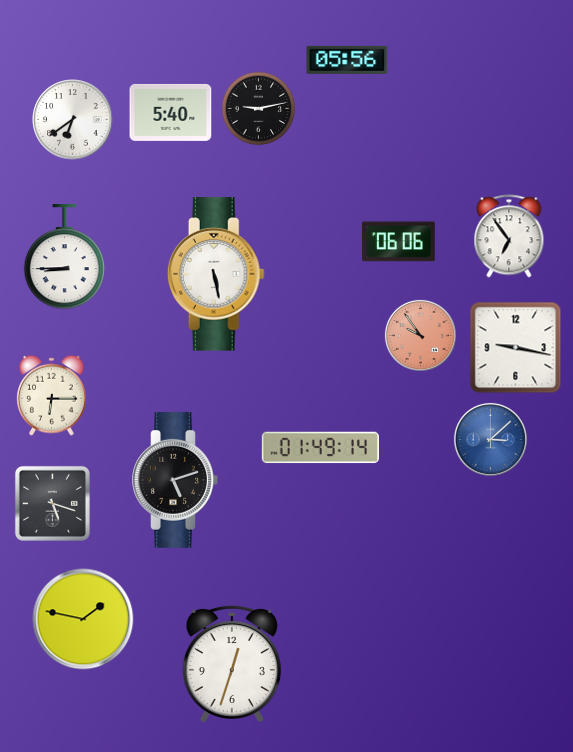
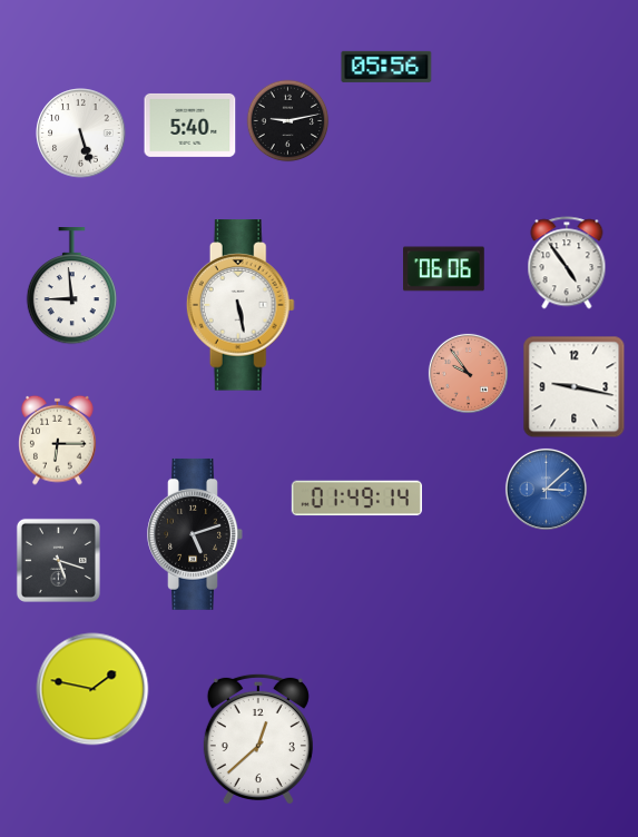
clock at (73, 120): 6:39 -> 5:27
clock at (509, 236): 6:54 -> 4:54
clock at (64, 258): 8:45 -> 8:59
clock at (232, 663): 12:33 -> 12:38
